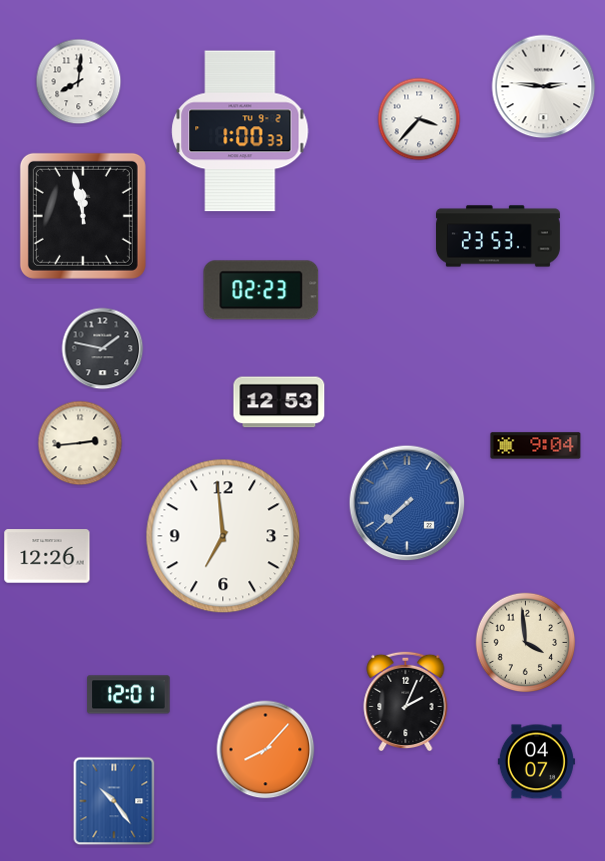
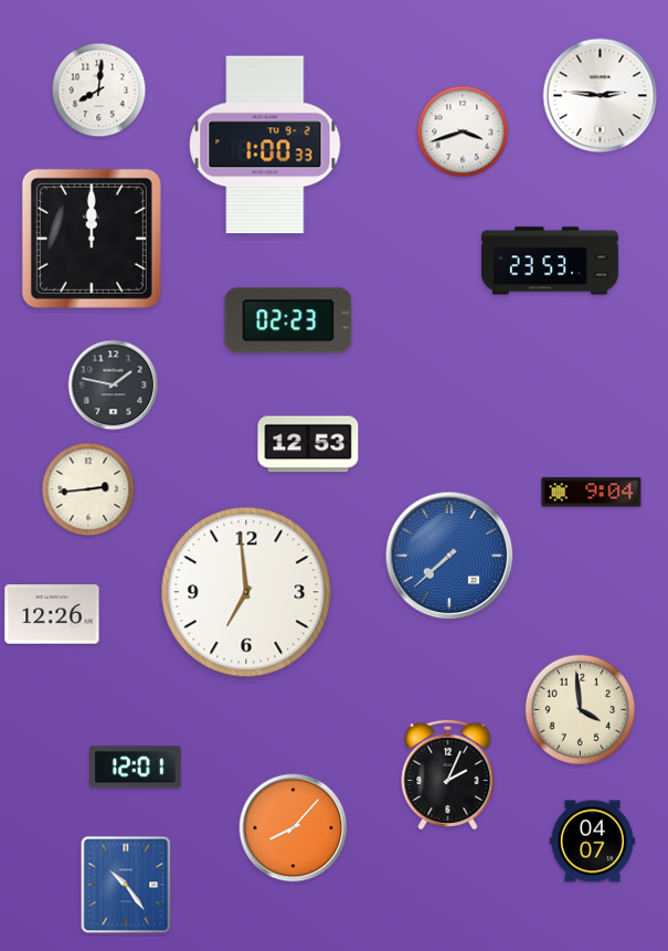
clock at (79, 82) position: (79, 82) -> (99, 91)
clock at (419, 119): 3:37 -> 3:42
clock at (83, 216): 11:58 -> 12:00
clock at (129, 695) position: (129, 695) -> (136, 768)
